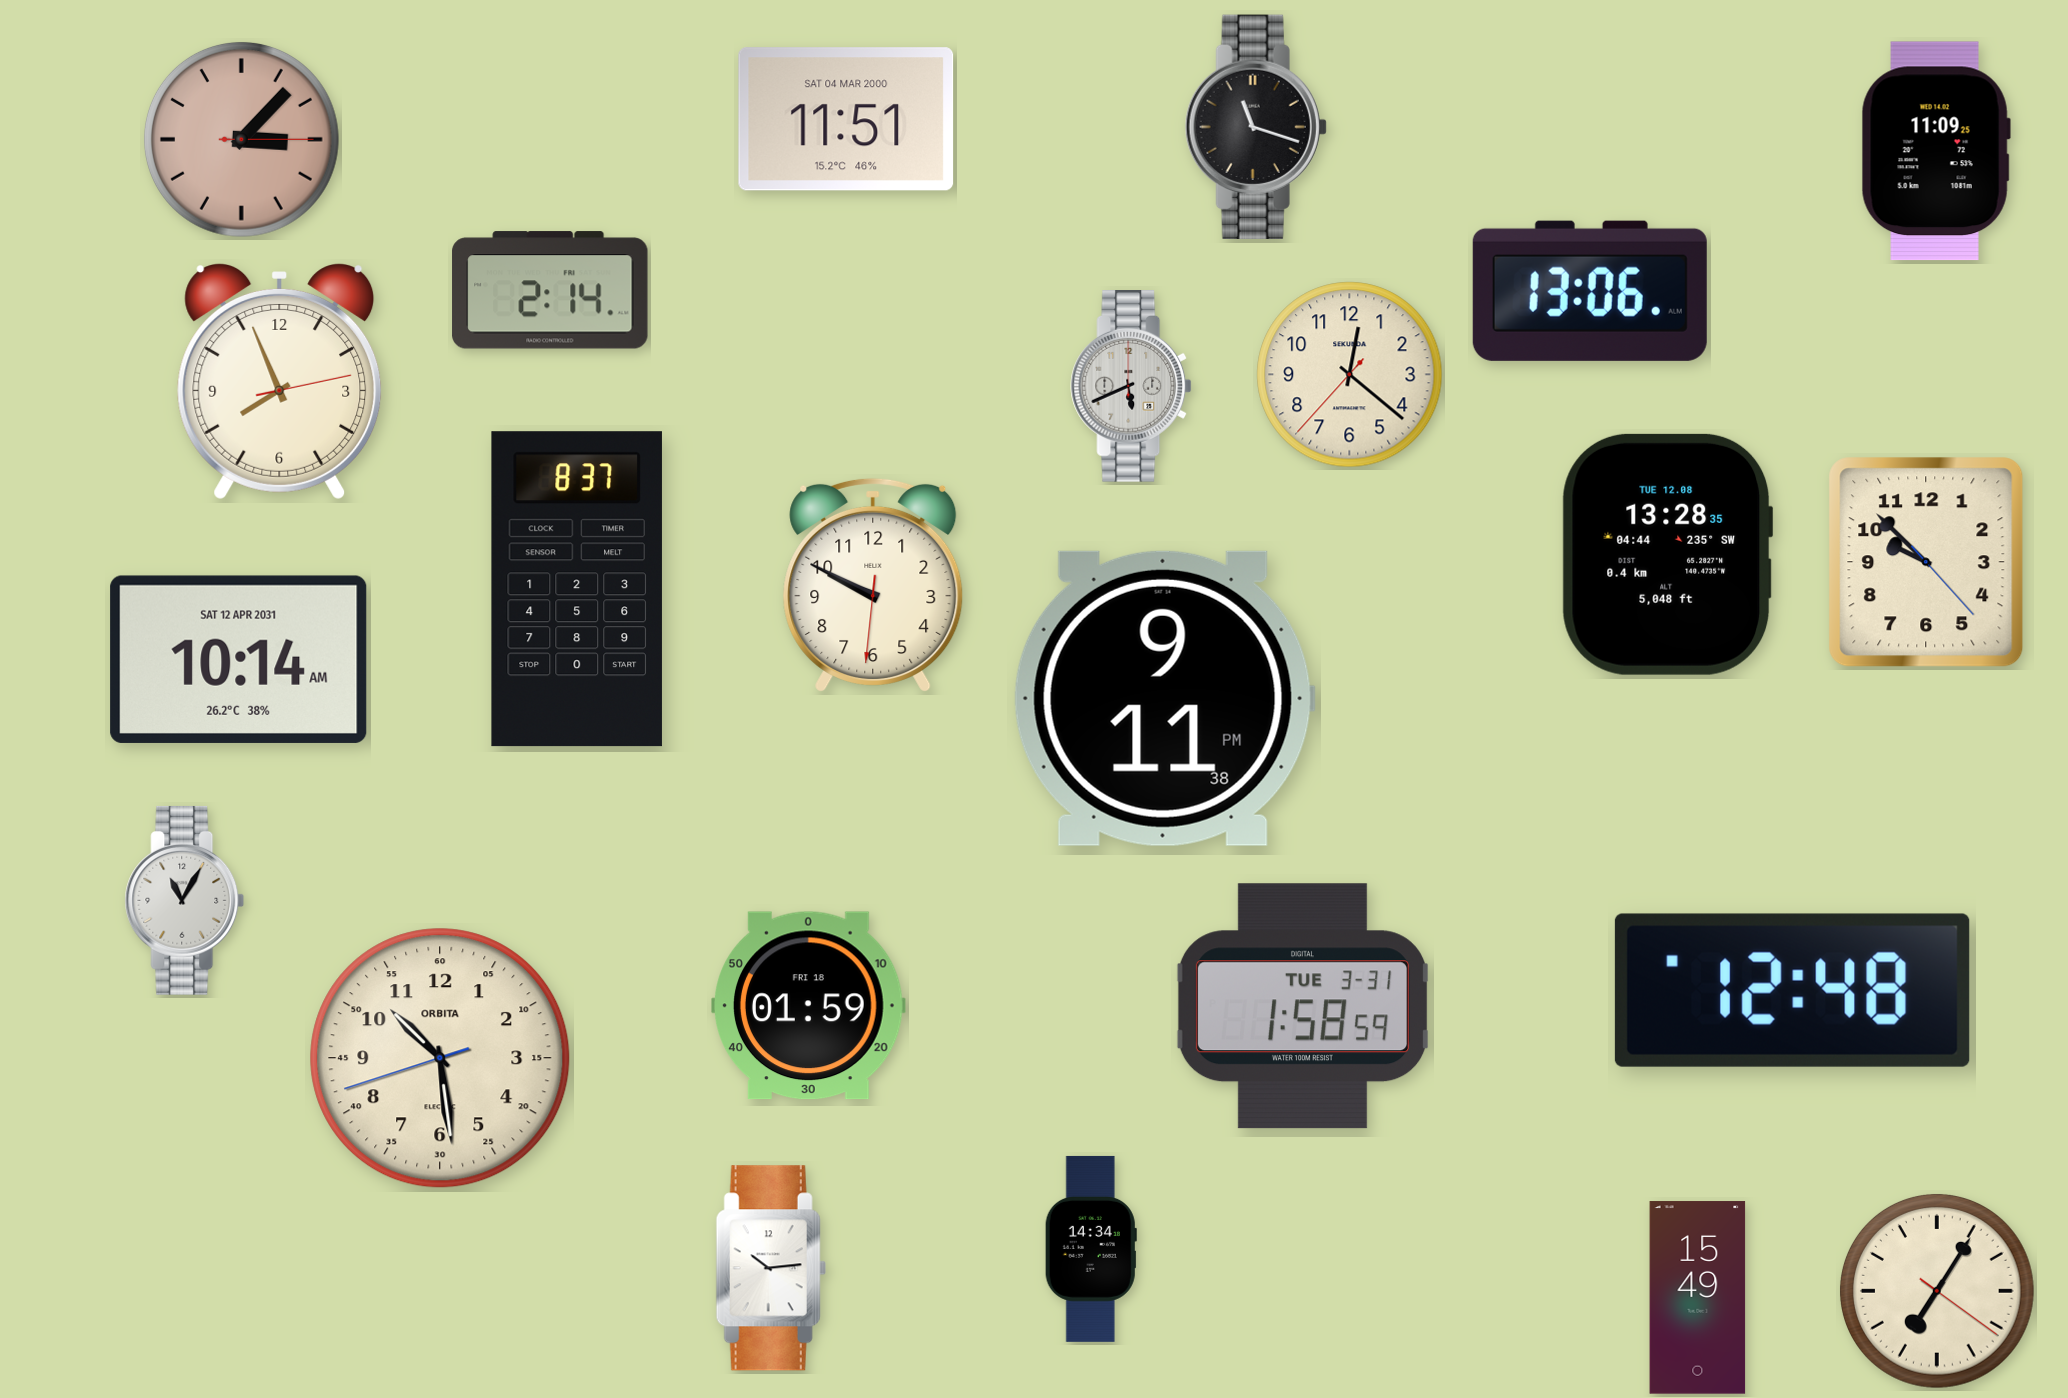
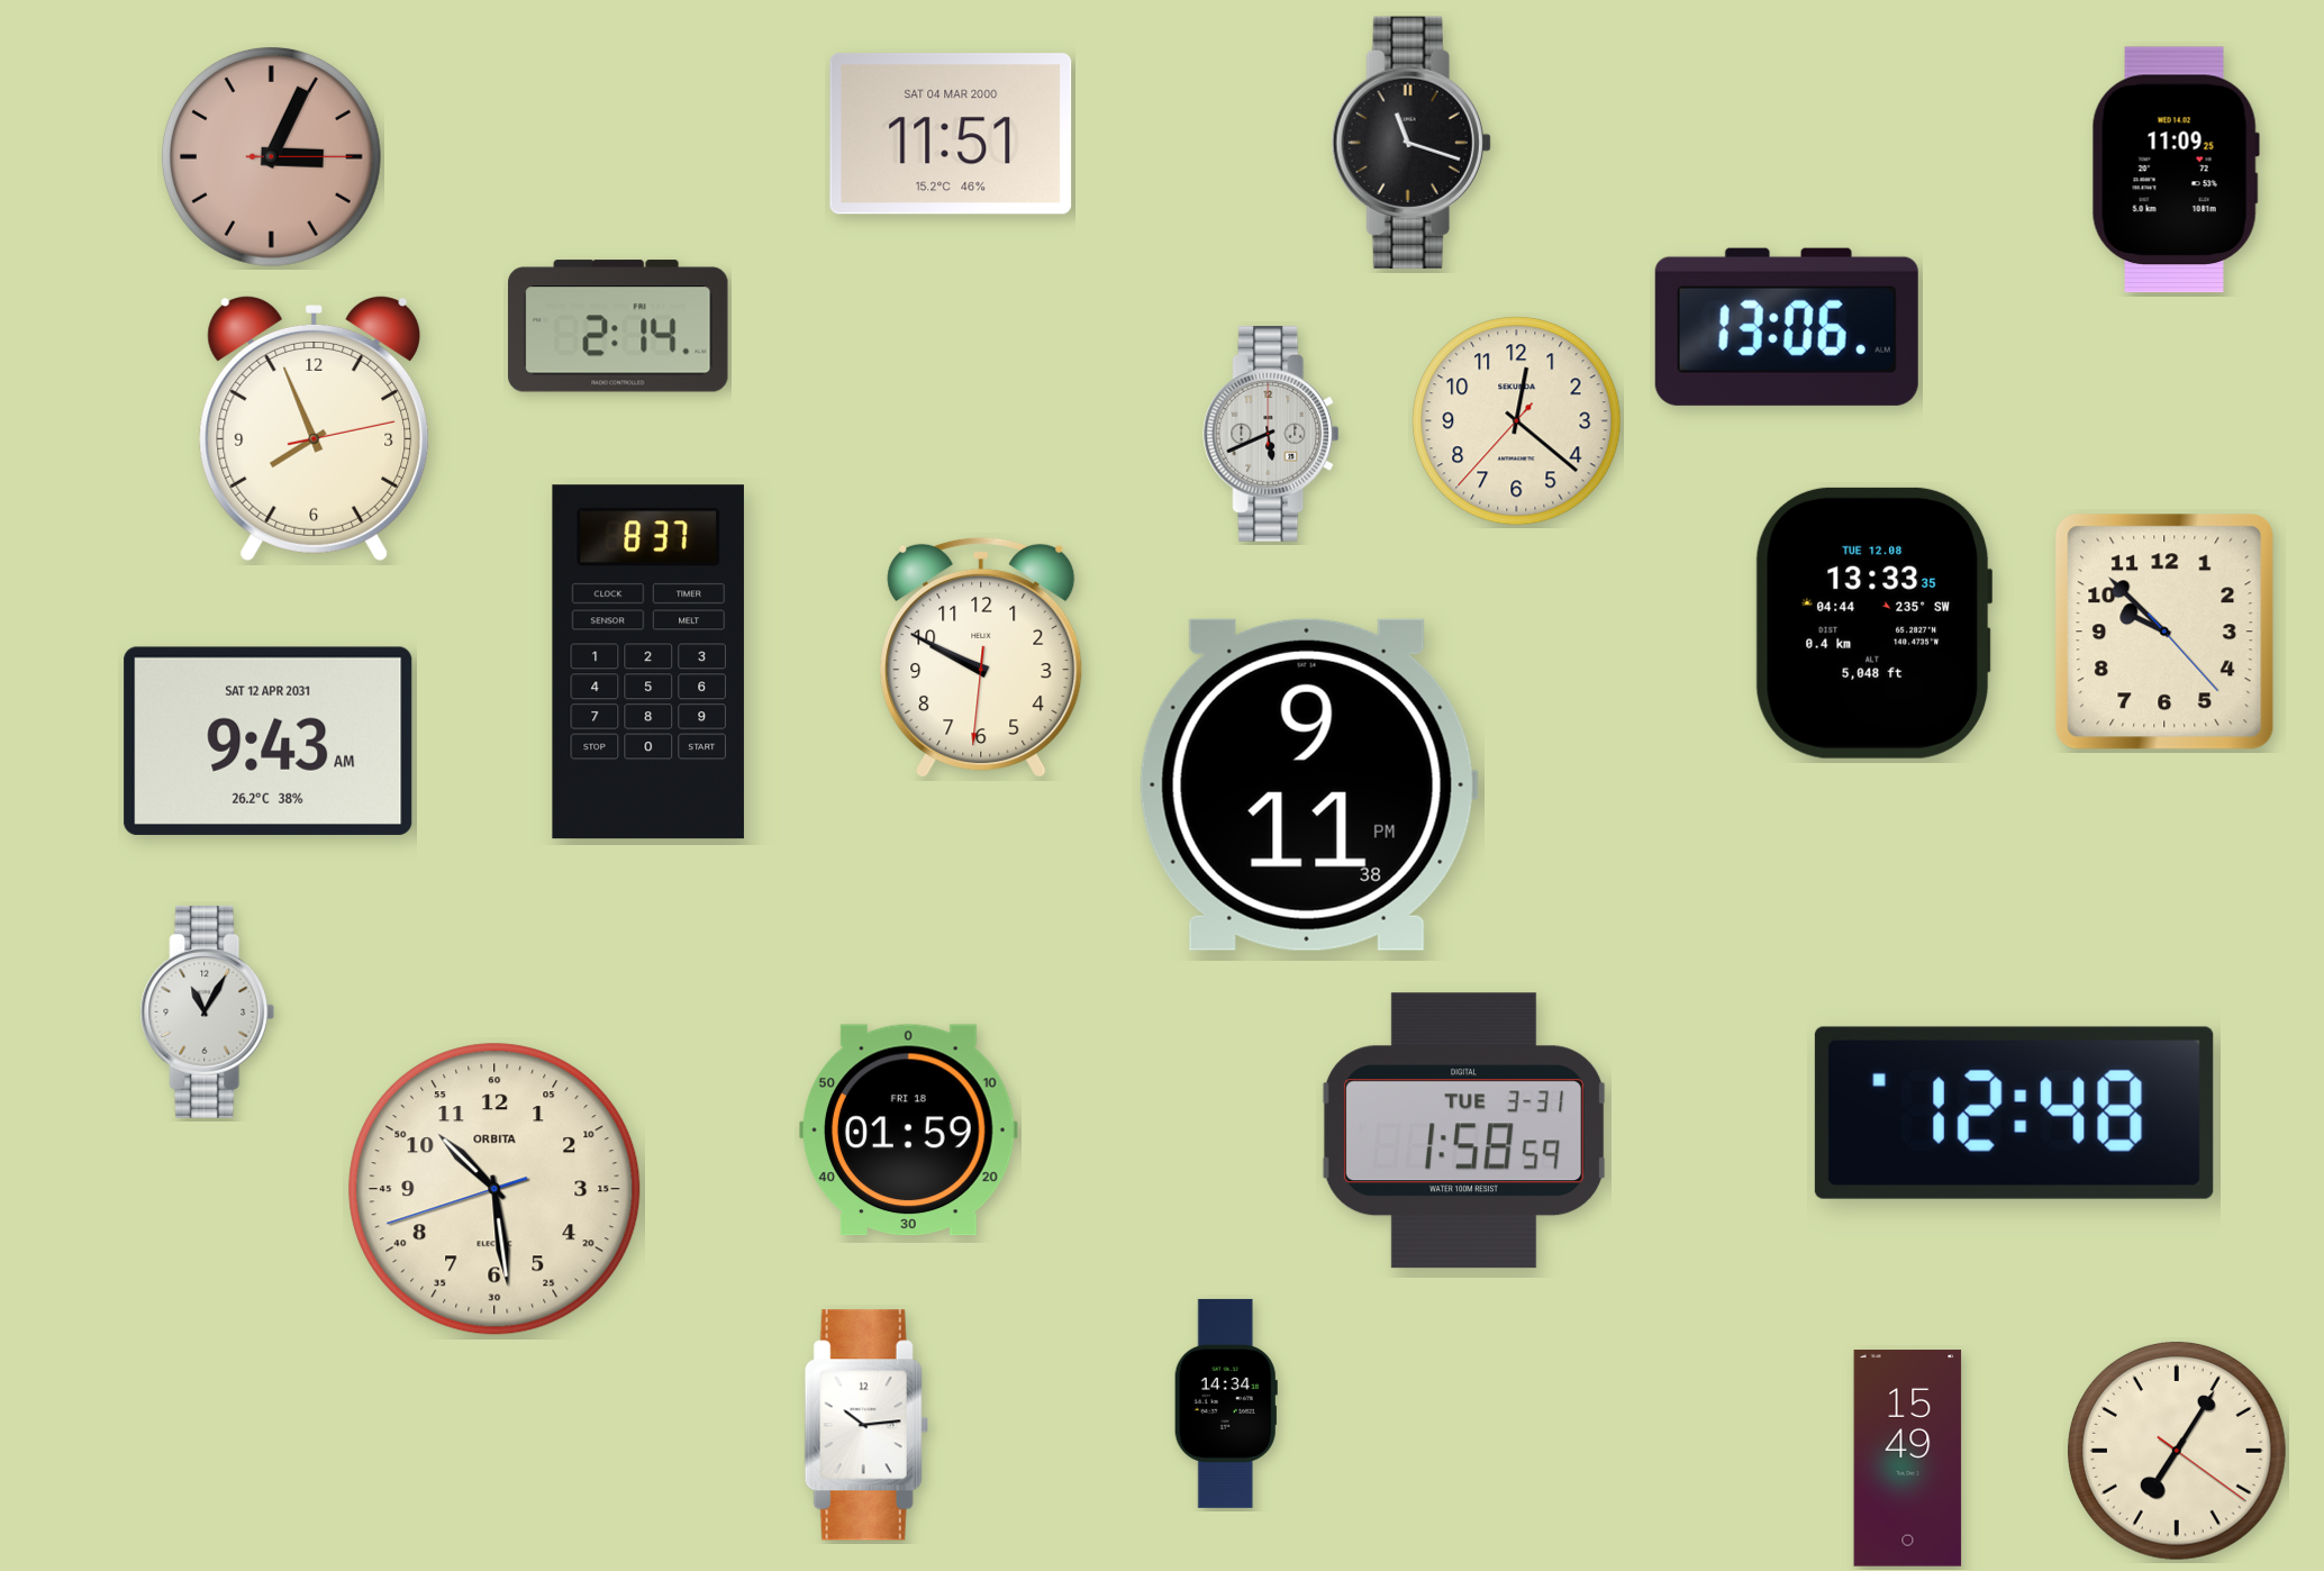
clock at (241, 139): 3:07 -> 3:04
clock at (1667, 554): 13:28 -> 13:33
clock at (239, 659): 10:14 -> 9:43
